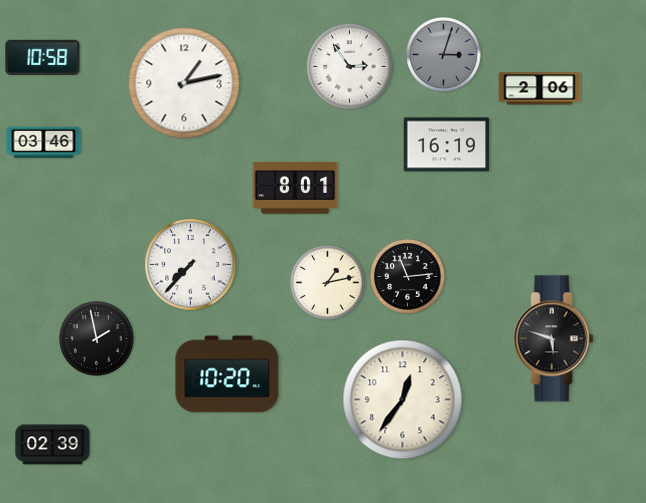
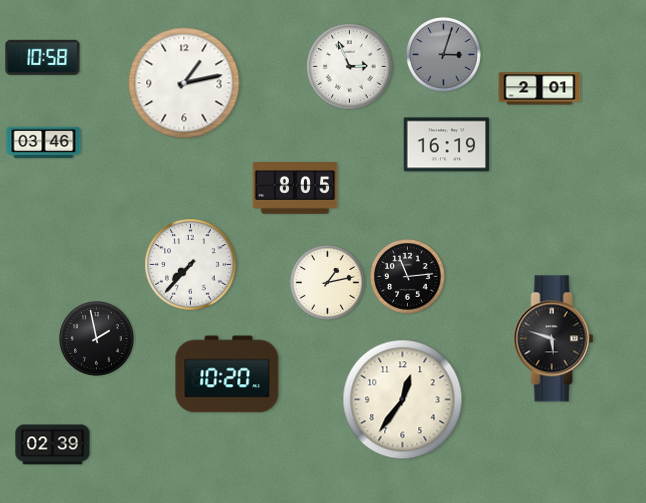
clock at (350, 67): 2:54 -> 2:56
clock at (540, 89): 2:06 -> 2:01
clock at (295, 188): 8:01 -> 8:05
